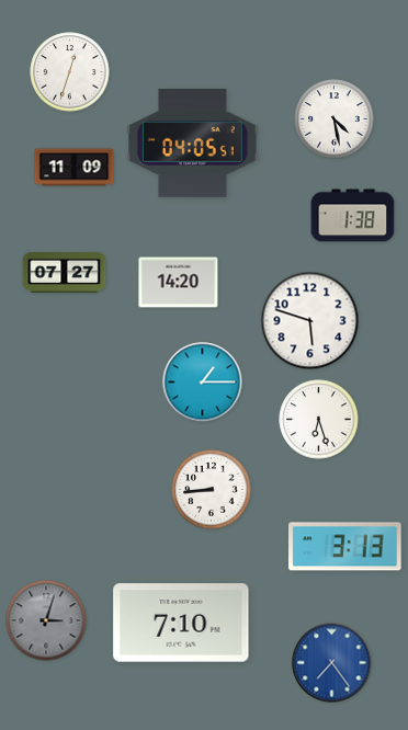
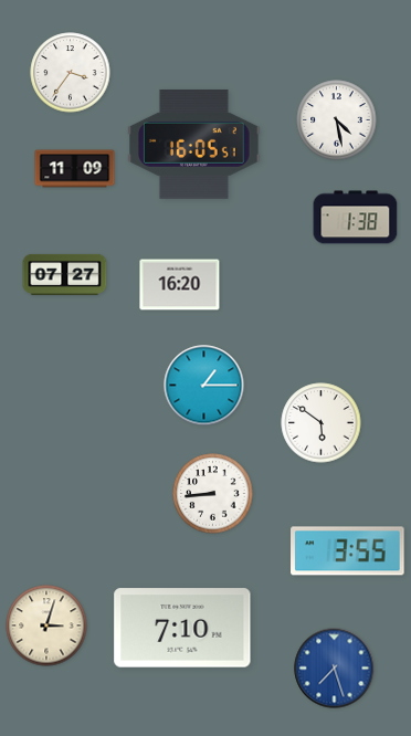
clock at (70, 72): 12:33 -> 3:36
clock at (193, 142): 04:05 -> 16:05
clock at (179, 283): 14:20 -> 16:20
clock at (310, 321): 5:48 -> none
clock at (319, 420): 6:27 -> 5:51
clock at (345, 547): 3:13 -> 3:55
clock at (46, 620) dial: grey -> cream
clock at (332, 663): 7:24 -> 7:27
